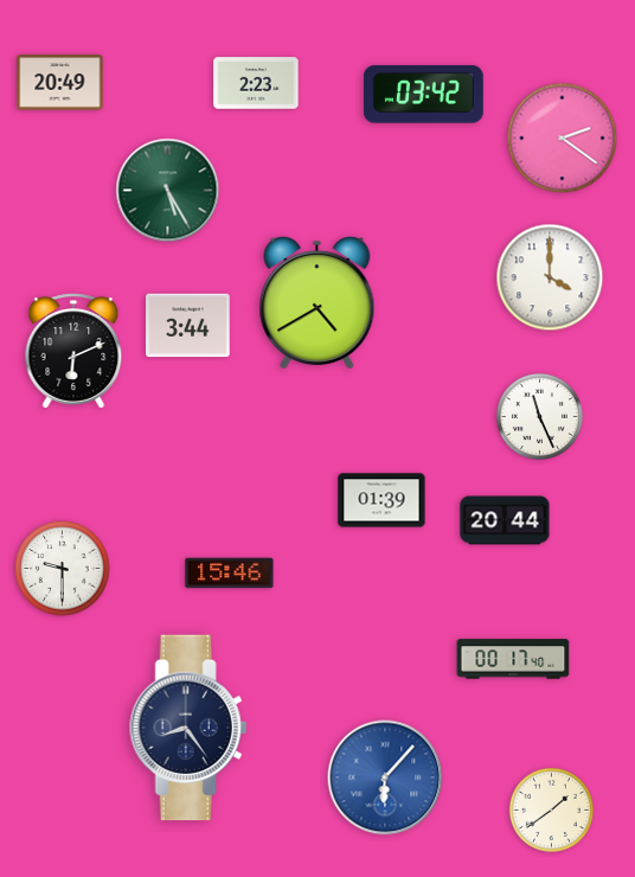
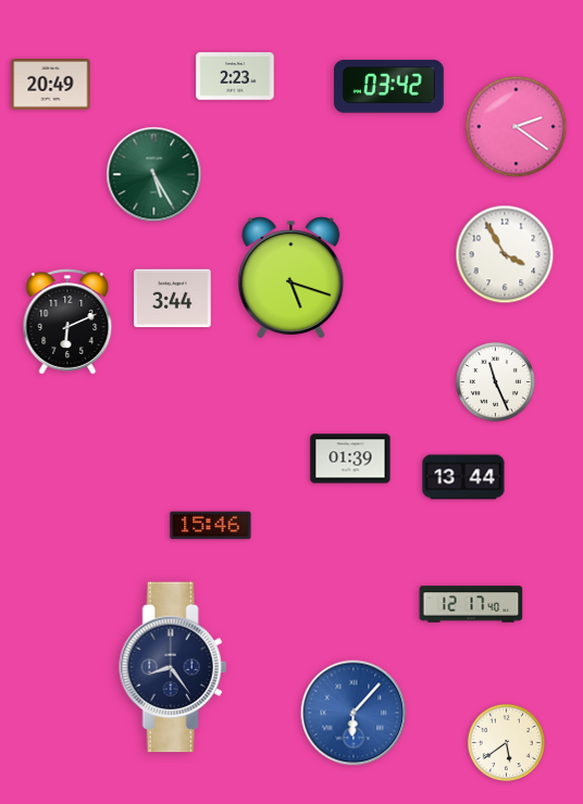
clock at (60, 83) position: (60, 83) -> (51, 85)
clock at (550, 277): 4:00 -> 3:55
clock at (317, 303): 4:40 -> 5:18
clock at (505, 520): 20:44 -> 13:44
clock at (63, 569): 9:30 -> none
clock at (513, 659): 00:17 -> 12:17
clock at (551, 809): 1:39 -> 5:39
